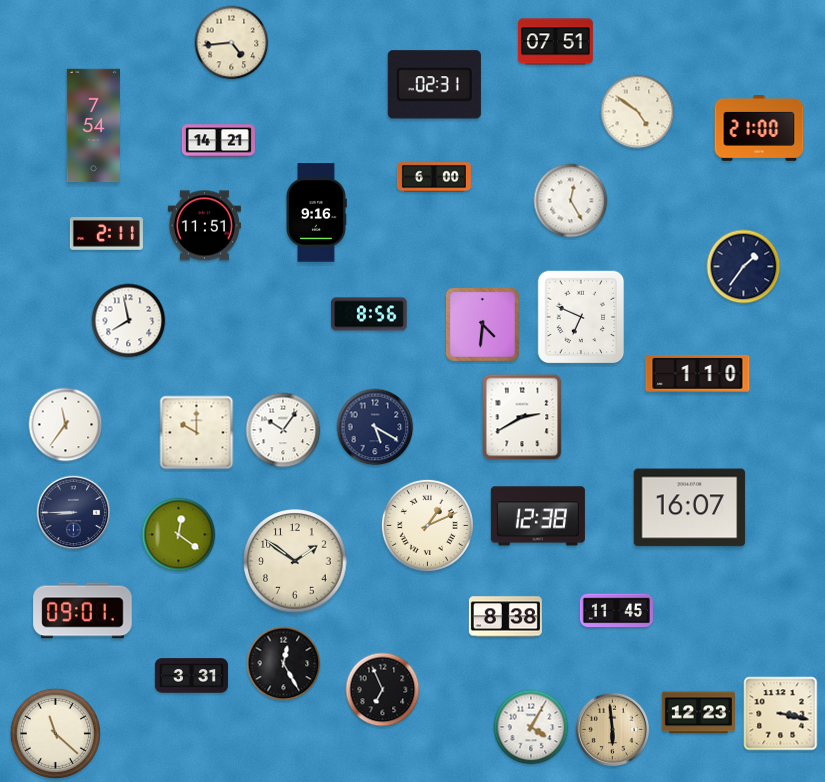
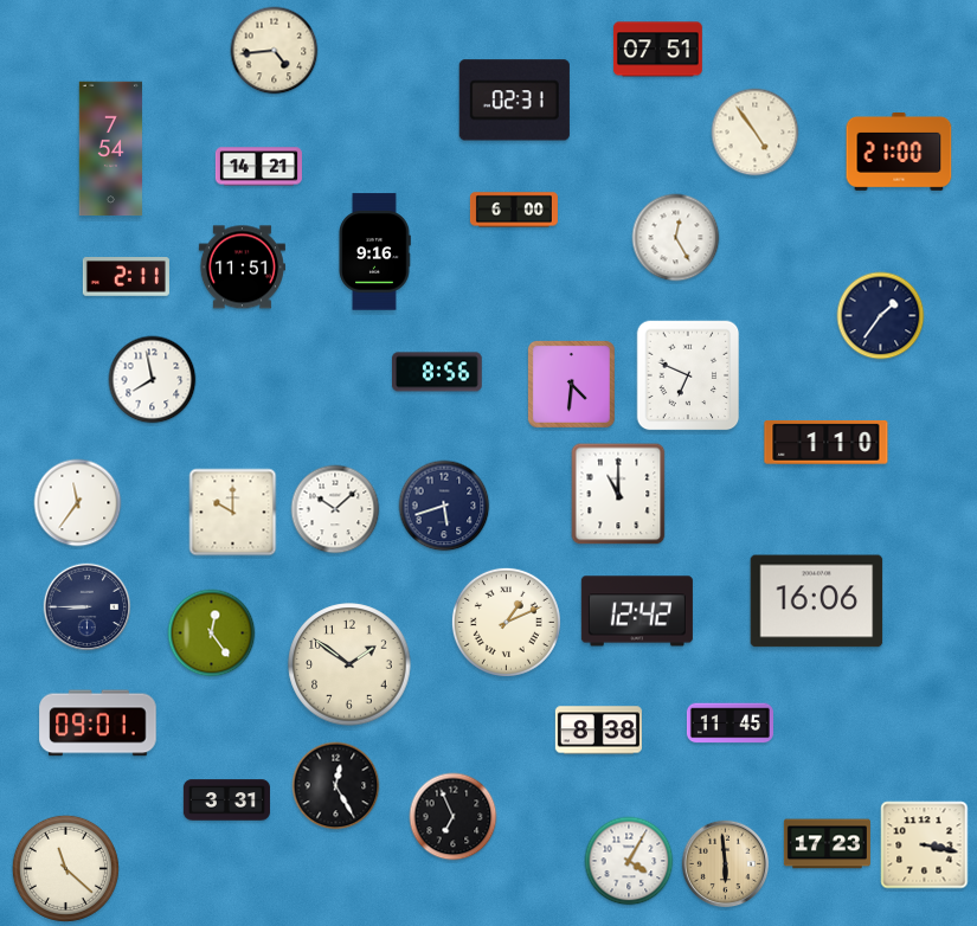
clock at (638, 112): 4:51 -> 4:54
clock at (522, 417): 2:40 -> 11:00
clock at (375, 427): 5:20 -> 5:42
clock at (283, 430): 10:06 -> 10:08
clock at (690, 508): 16:07 -> 16:06
clock at (538, 516): 12:38 -> 12:42
clock at (179, 535): 12:21 -> 12:24
clock at (698, 713): 12:23 -> 17:23
